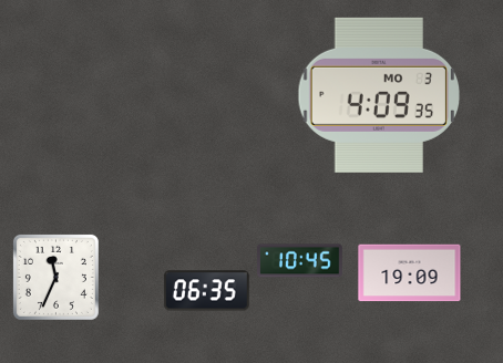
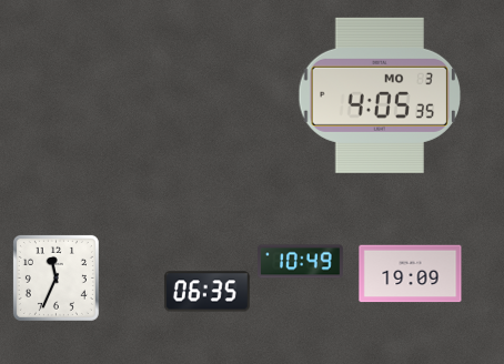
clock at (379, 95): 4:09 -> 4:05
clock at (300, 261): 10:45 -> 10:49
